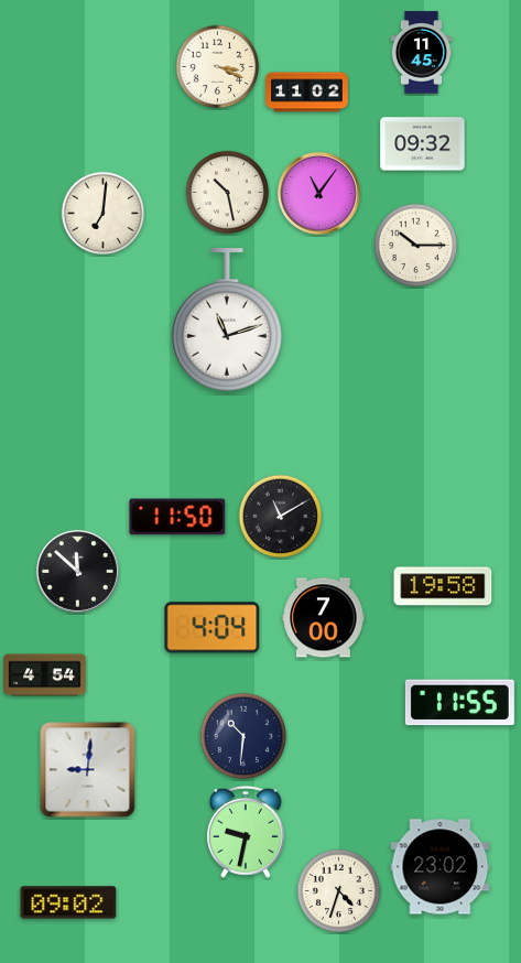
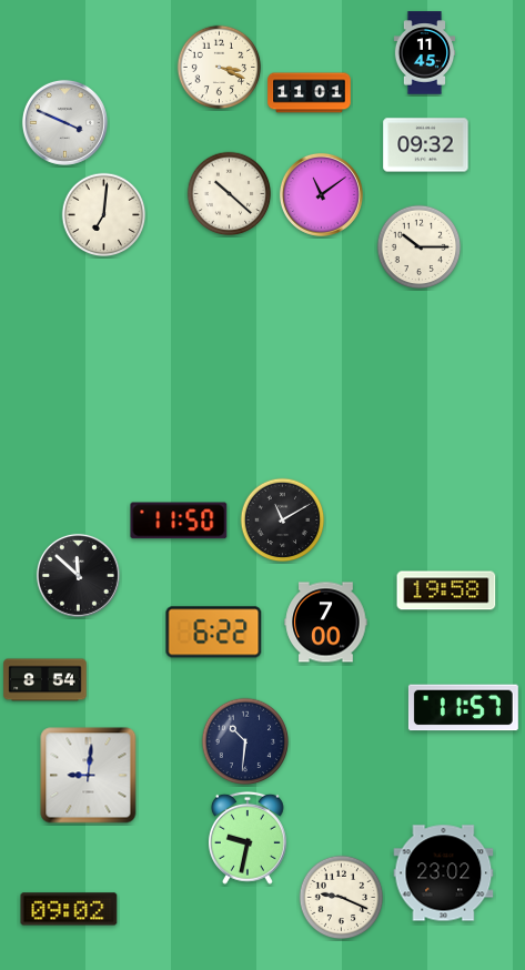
clock at (307, 93): 11:02 -> 11:01
clock at (64, 122): none -> 3:49
clock at (228, 193): 10:28 -> 10:22
clock at (318, 193): 11:06 -> 11:09
clock at (227, 320): 11:12 -> none
clock at (213, 628): 4:04 -> 6:22
clock at (45, 675): 4:54 -> 8:54
clock at (459, 703): 11:55 -> 11:57
clock at (339, 891): 4:33 -> 9:19
